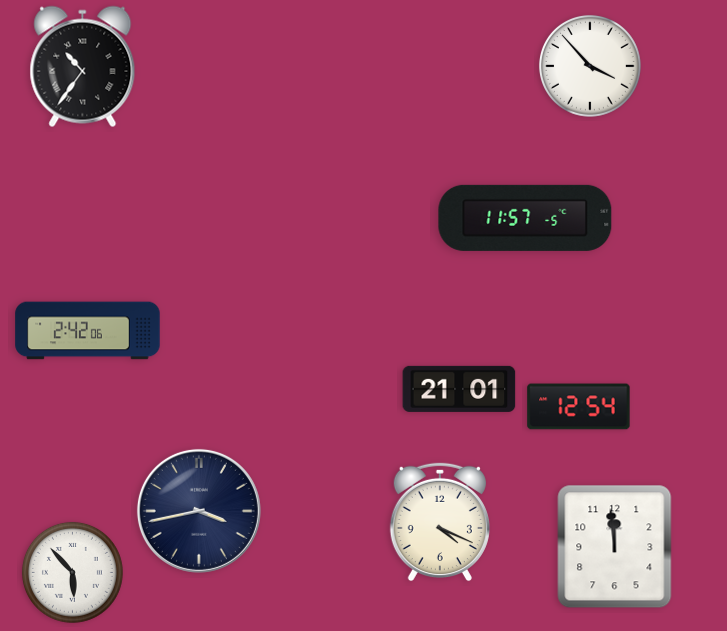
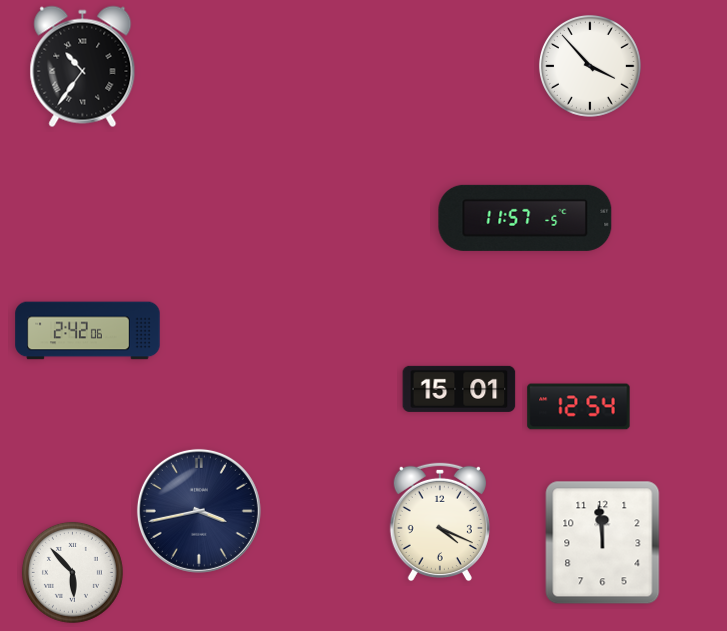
clock at (459, 389): 21:01 -> 15:01
clock at (615, 547) position: (615, 547) -> (603, 543)
